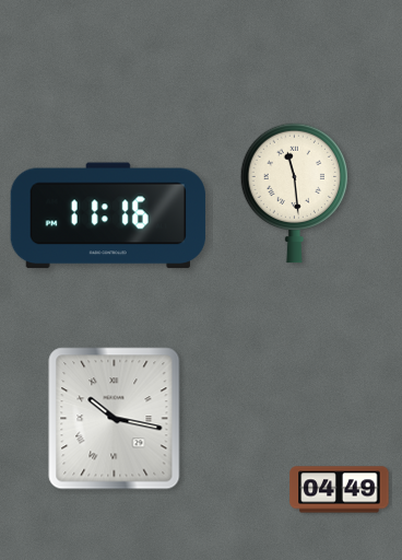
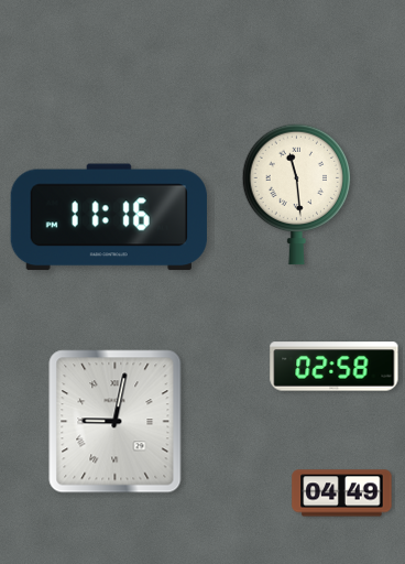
clock at (335, 367): none -> 02:58
clock at (115, 419): 10:17 -> 9:02
